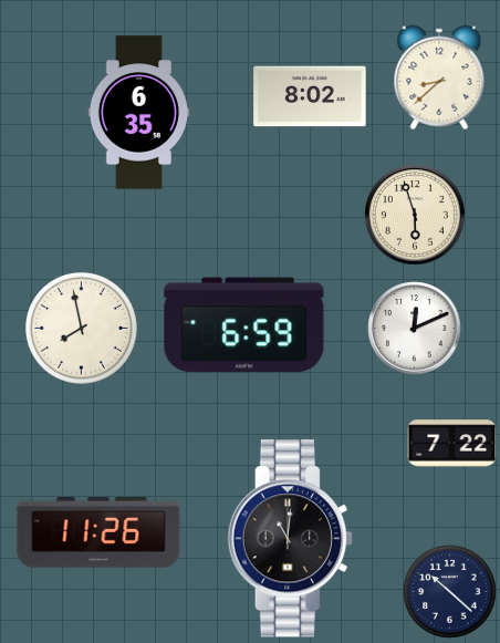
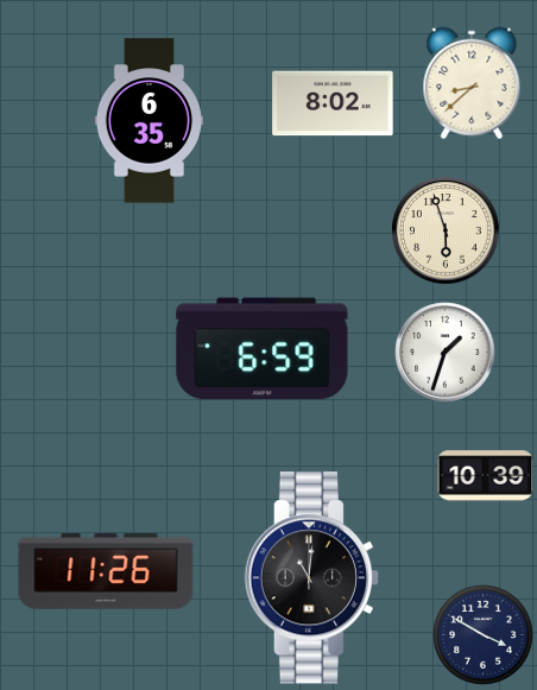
clock at (81, 328): 7:58 -> none
clock at (415, 329): 12:11 -> 1:33
clock at (452, 444): 7:22 -> 10:39
clock at (450, 592): 10:22 -> 3:50
